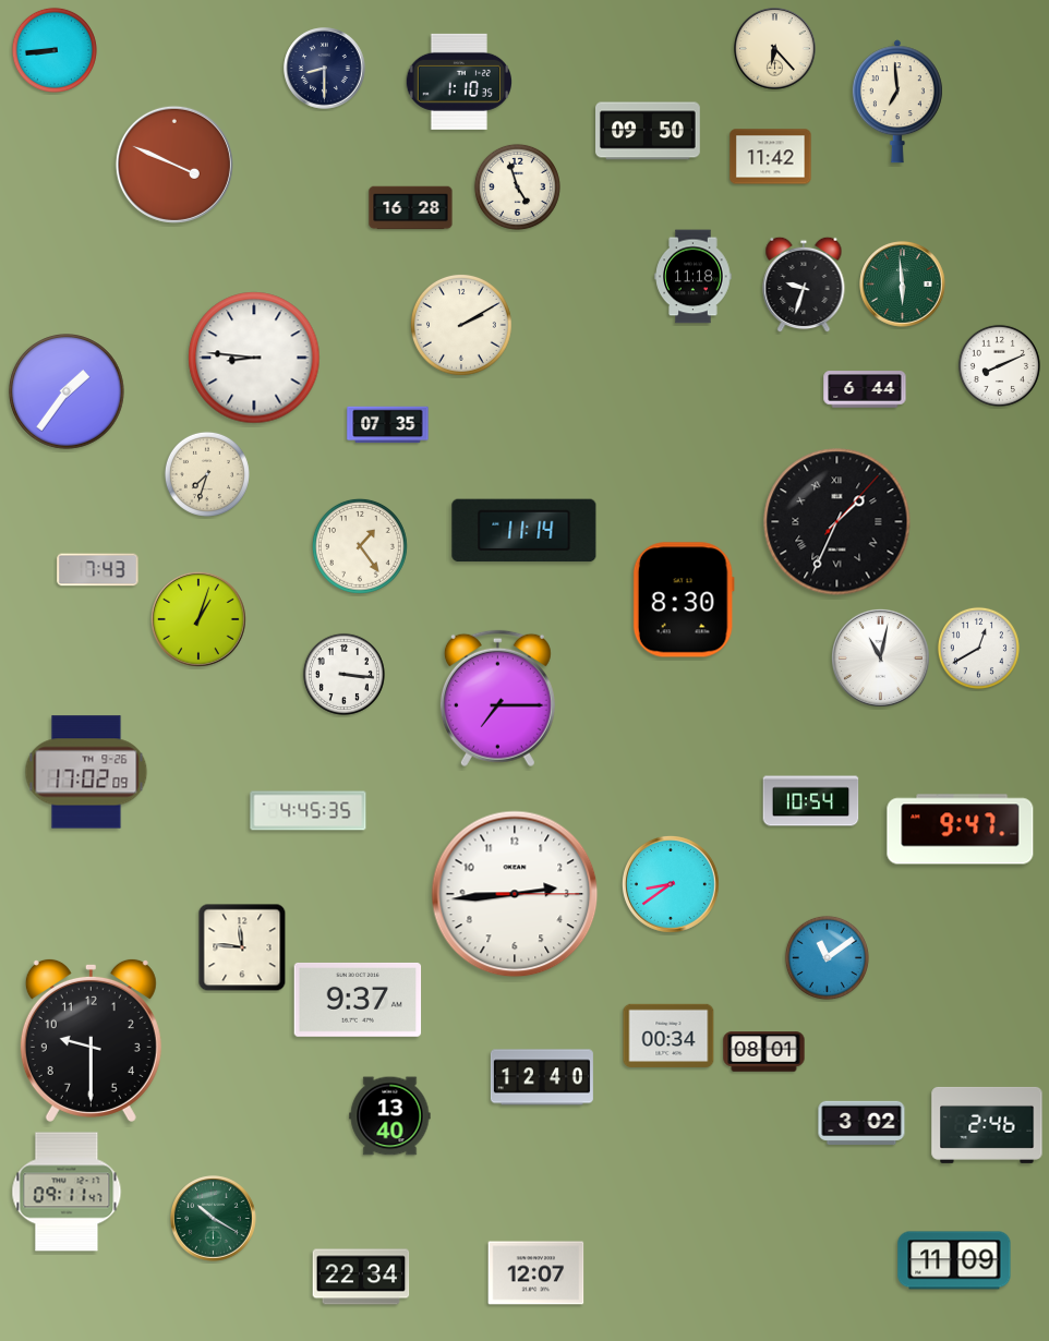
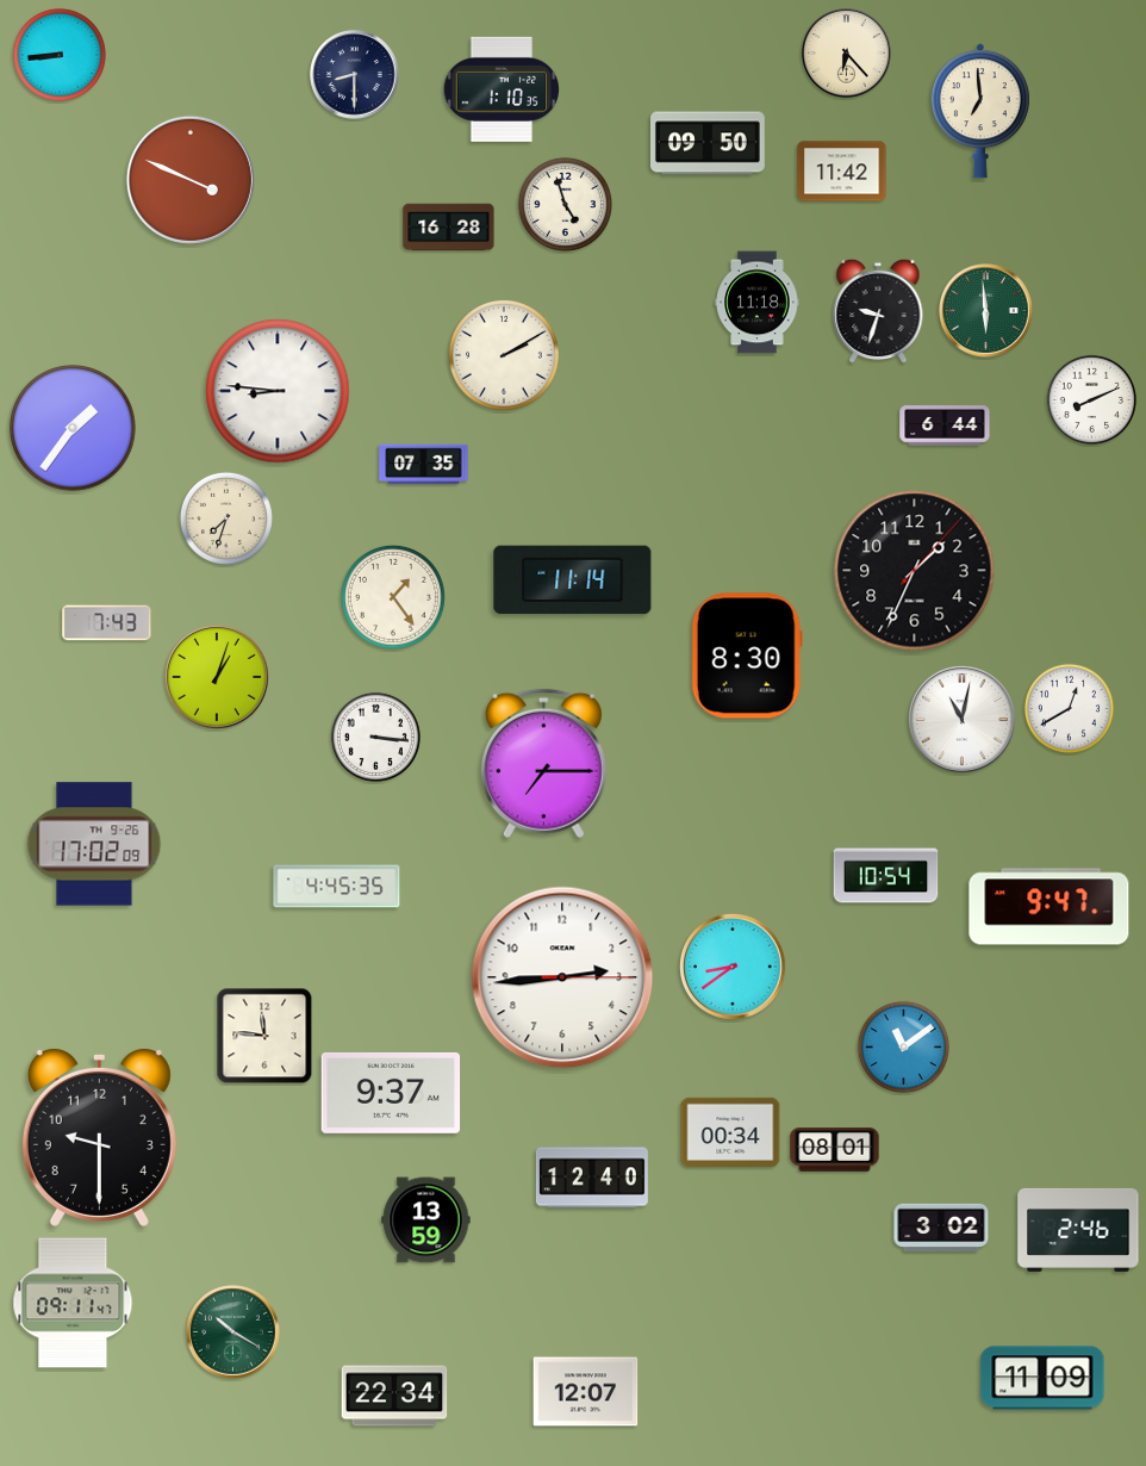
clock at (837, 522) numerals: Roman -> Arabic
clock at (390, 1116): 13:40 -> 13:59
